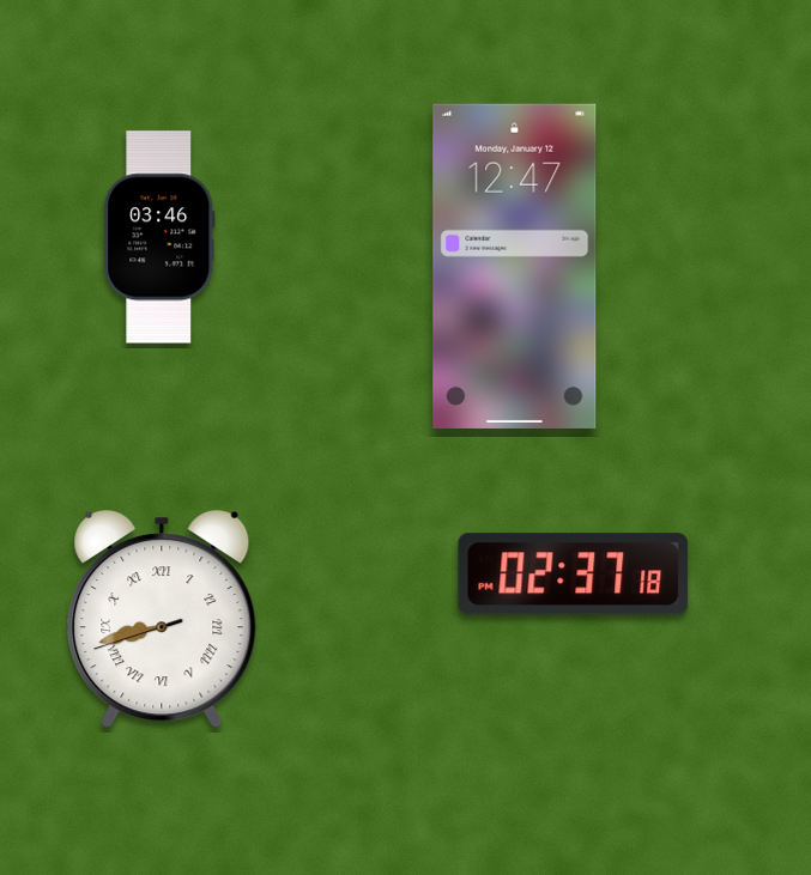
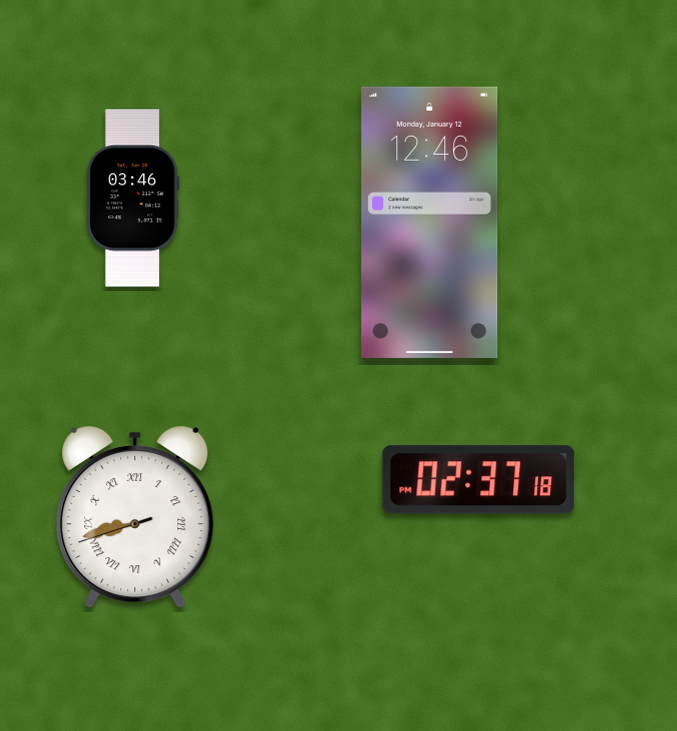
clock at (515, 266): 12:47 -> 12:46
